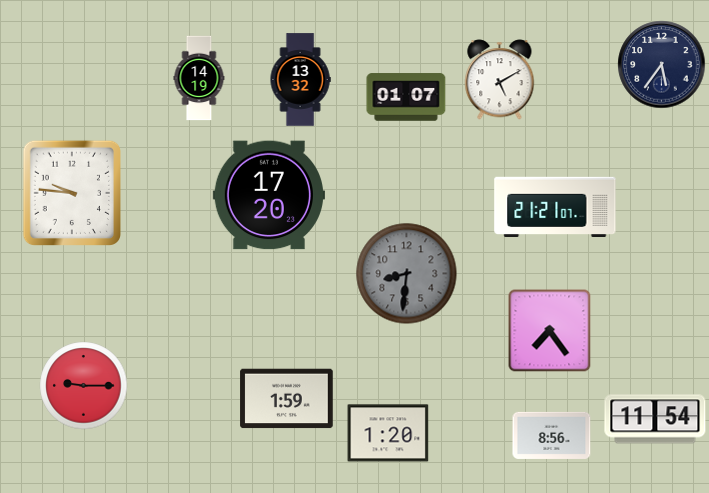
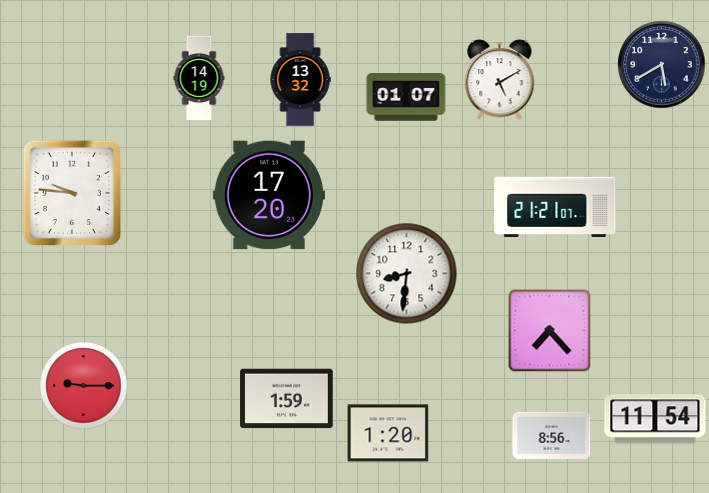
clock at (662, 65): 5:36 -> 5:40
clock at (407, 274) dial: grey -> white
clock at (550, 331): 7:24 -> 7:23
